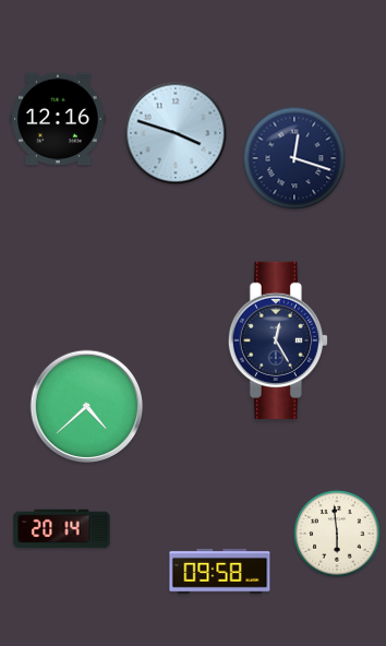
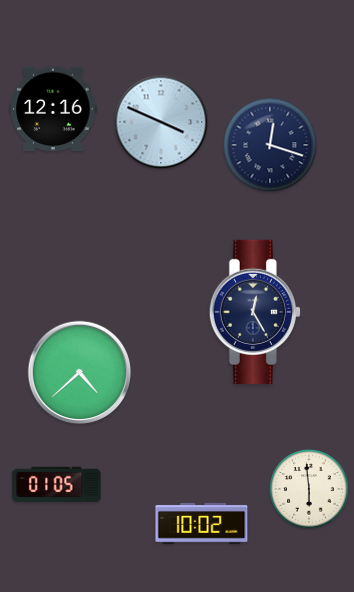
clock at (176, 133): 3:48 -> 3:49
clock at (62, 529): 20:14 -> 01:05
clock at (220, 572): 09:58 -> 10:02
